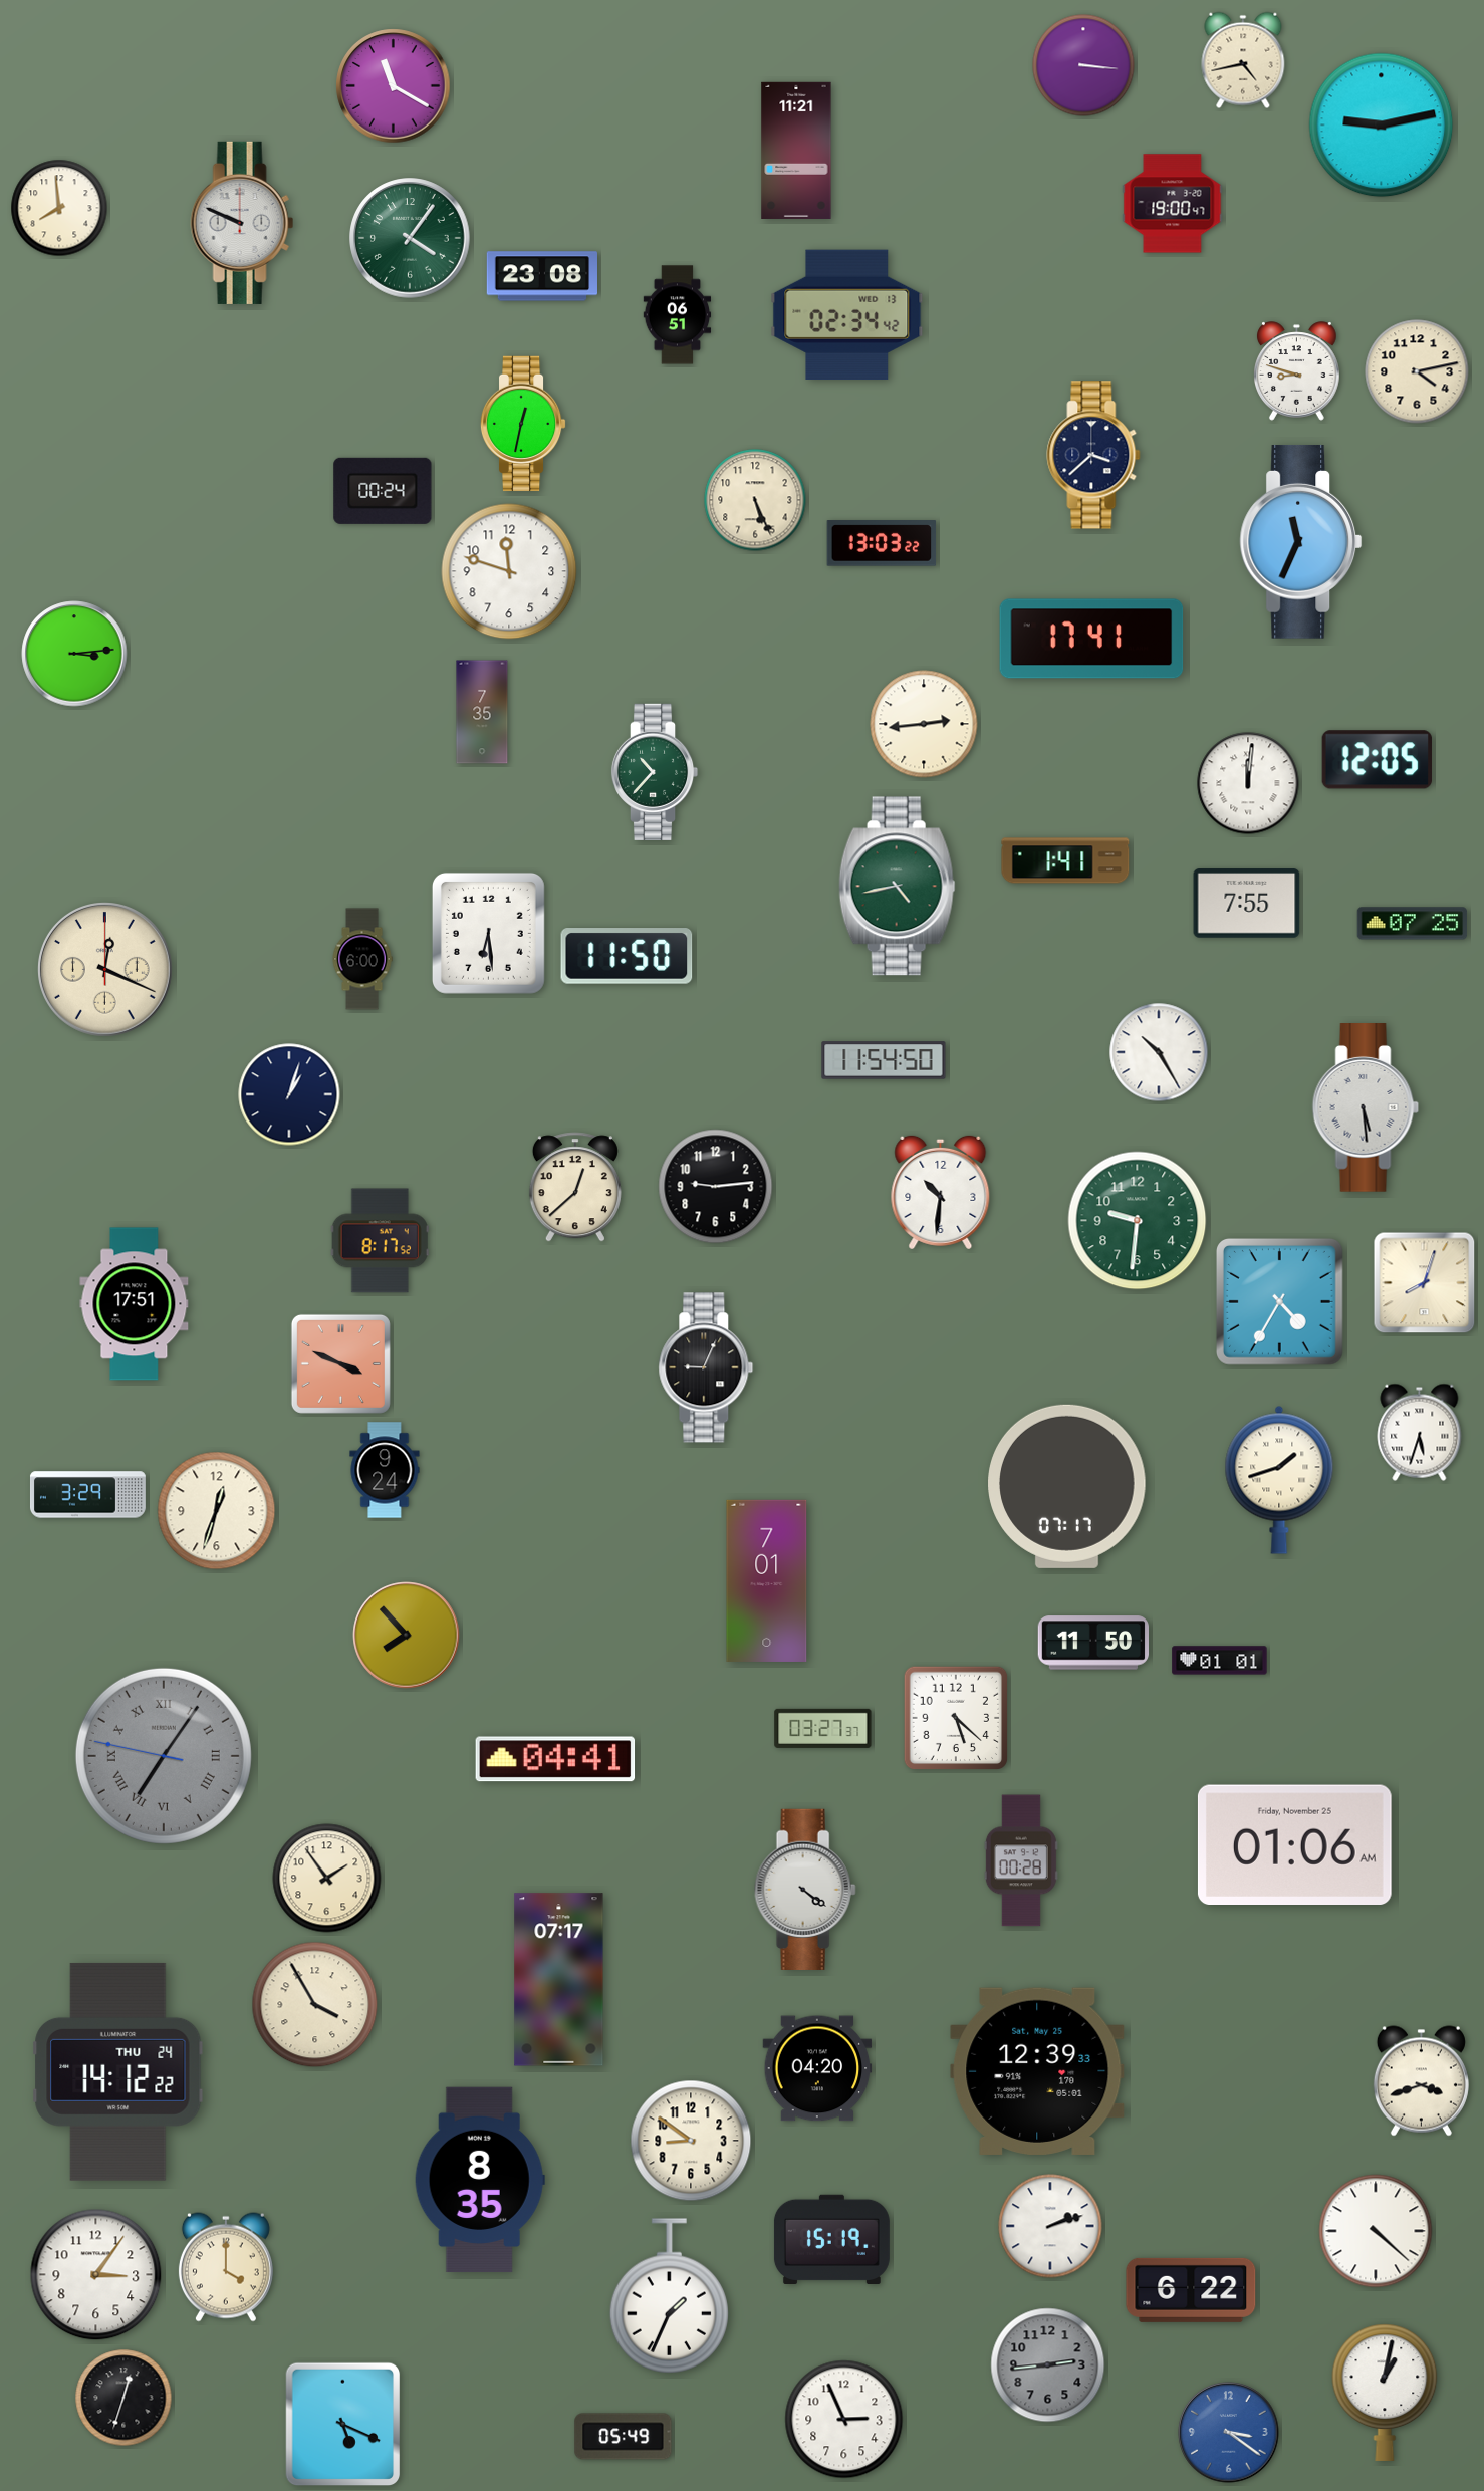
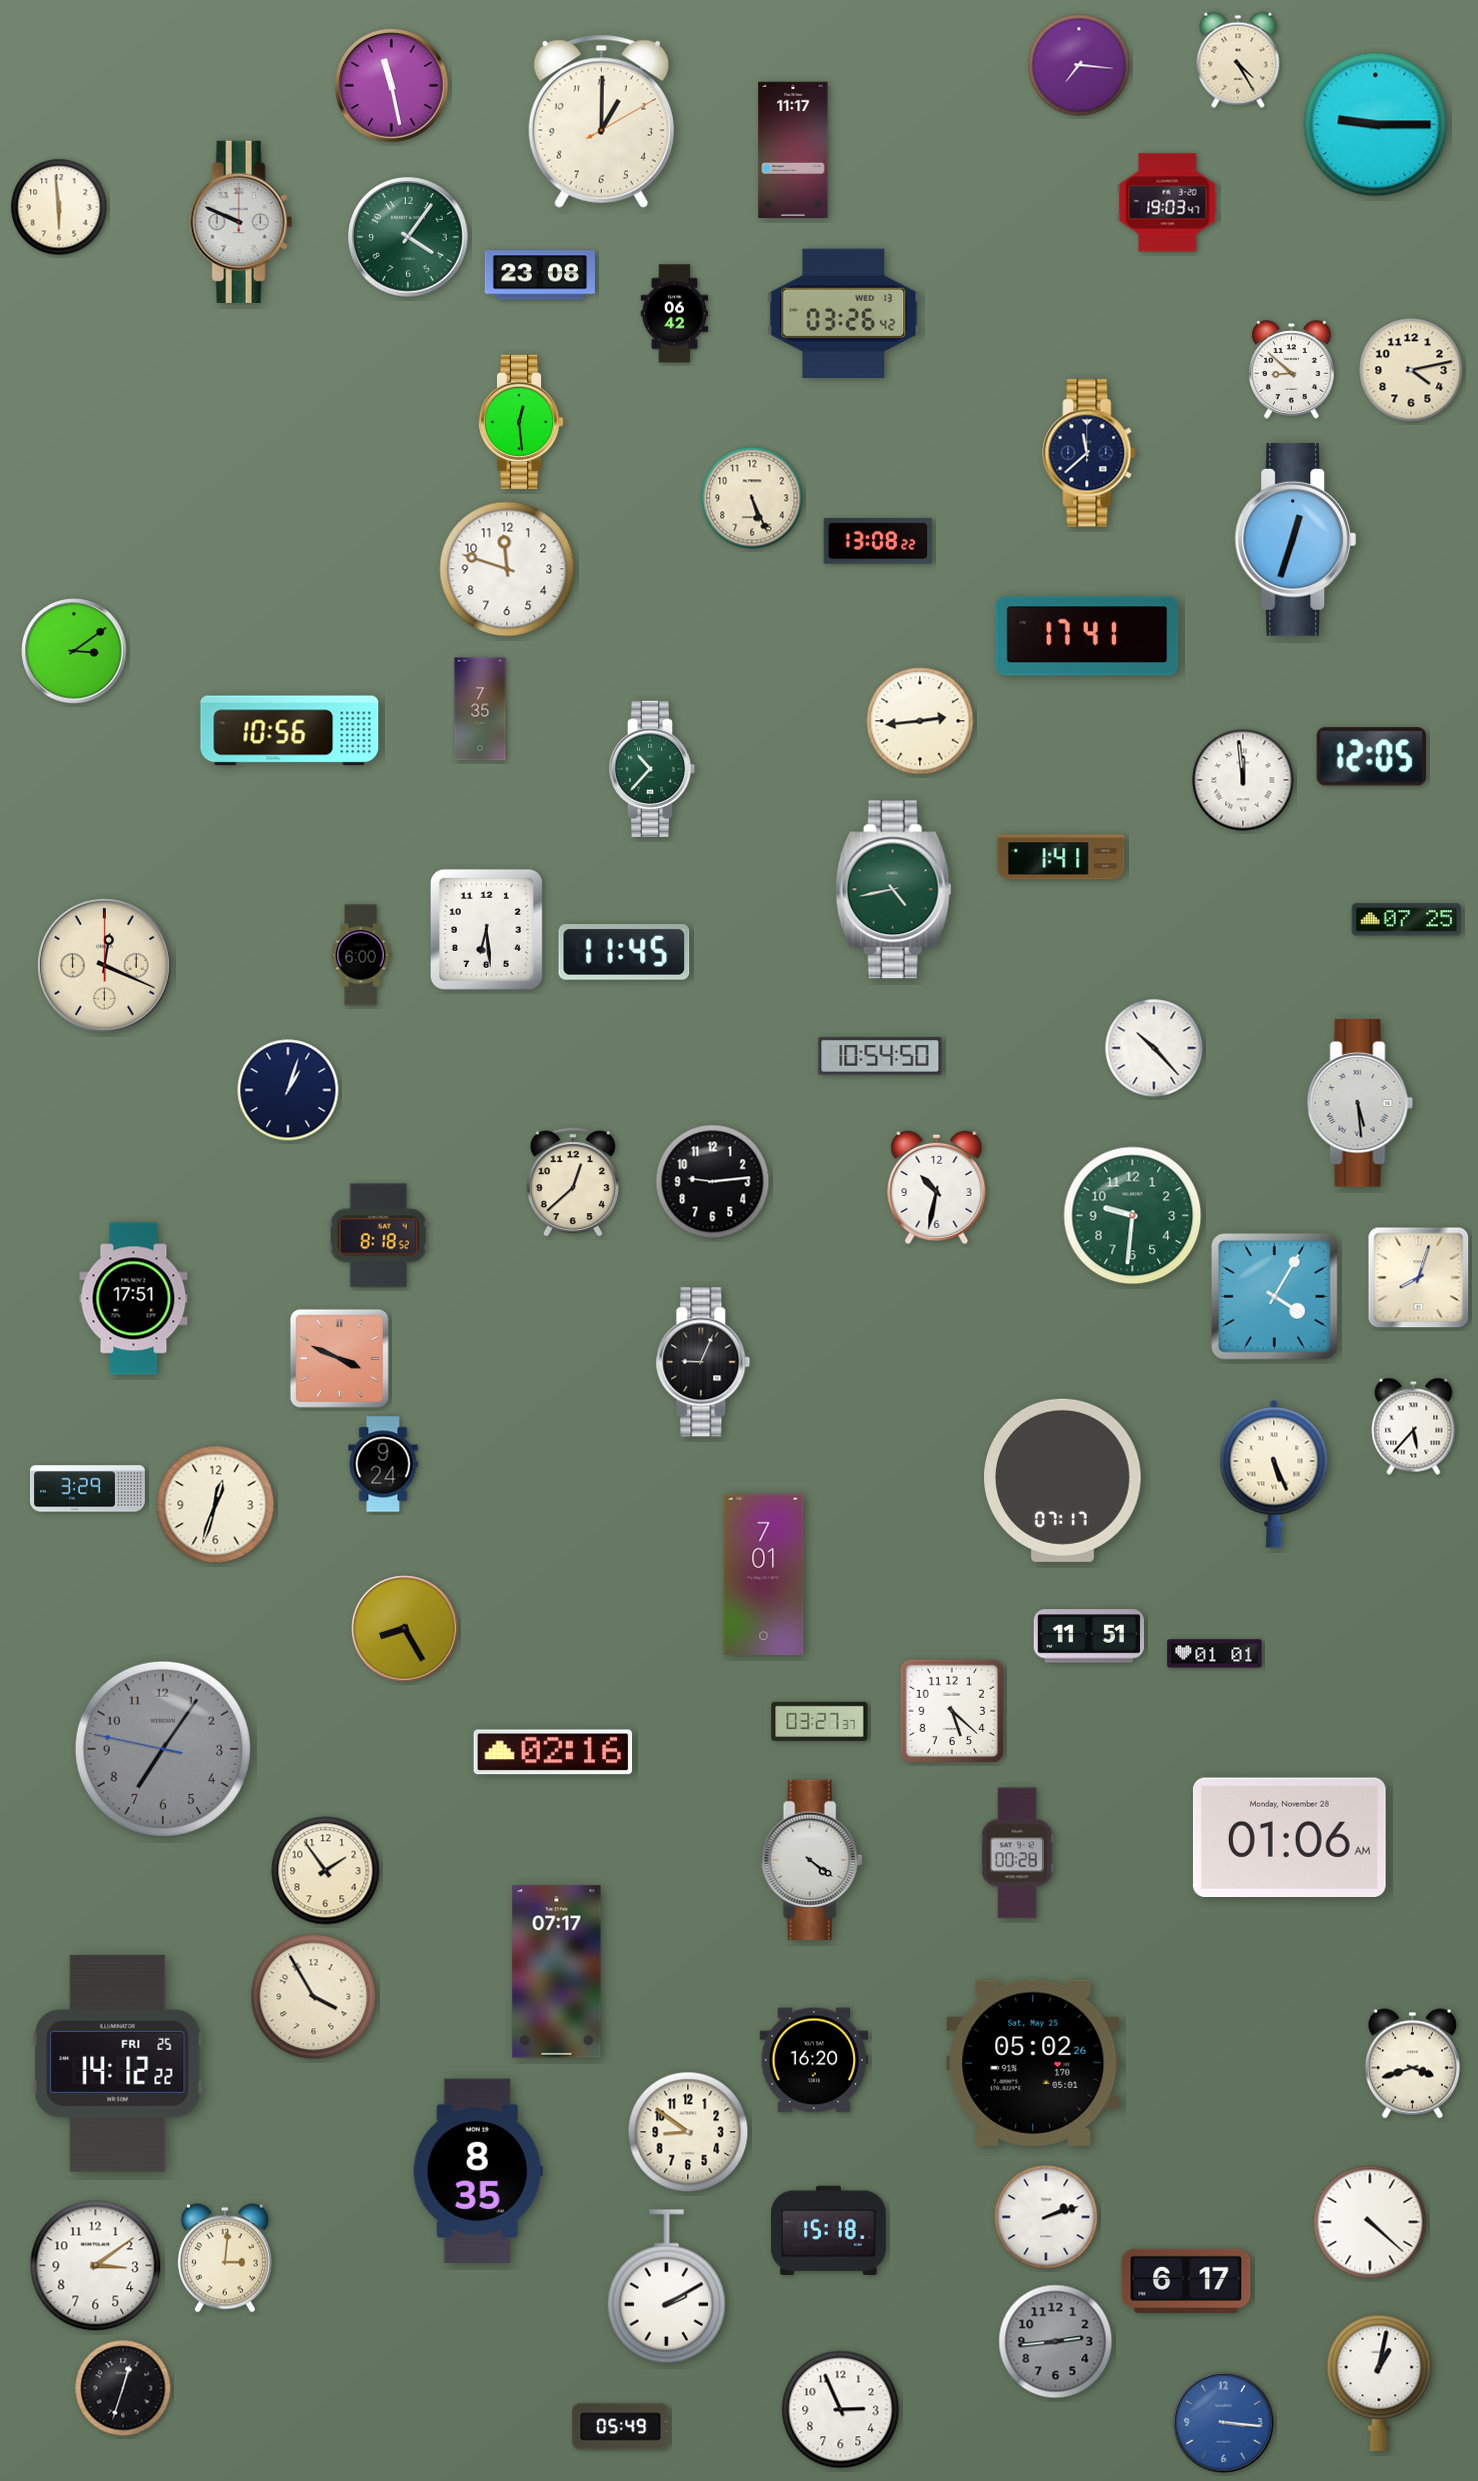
clock at (1243, 60): 4:43 -> 4:25
clock at (1083, 65): 3:16 -> 7:16
clock at (394, 86): 11:20 -> 11:28
clock at (601, 121): none -> 1:00
clock at (1382, 126): 9:13 -> 9:15
clock at (796, 151): 11:21 -> 11:17
clock at (1173, 204): 19:00 -> 19:03
clock at (59, 208): 7:59 -> 5:59
clock at (847, 314): 02:34 -> 03:26
clock at (678, 315): 06:51 -> 06:42
clock at (1297, 371): 8:48 -> 8:52
clock at (523, 424): 12:32 -> 12:29
clock at (1093, 455): 3:38 -> 11:38
clock at (383, 491): 00:24 -> none
clock at (1301, 541): 11:34 -> 12:33
clock at (882, 543): 13:03 -> 13:08
clock at (74, 654): 3:14 -> 3:09
clock at (290, 731): none -> 10:56
clock at (1248, 783): 12:01 -> 11:59
clock at (897, 887) position: (897, 887) -> (893, 890)
clock at (1247, 904): 7:55 -> none
clock at (627, 956): 11:50 -> 11:45
clock at (1159, 1052): 10:25 -> 10:23
clock at (884, 1060): 11:54 -> 10:54
clock at (941, 1192): 10:31 -> 10:32
clock at (380, 1241): 8:17 -> 8:18
clock at (1279, 1301): 4:35 -> 4:05
clock at (1420, 1432): 5:33 -> 5:37
clock at (1279, 1480): 1:42 -> 5:26
clock at (407, 1636): 7:53 -> 8:25
clock at (1092, 1643): 11:50 -> 11:51
clock at (164, 1756) numerals: Roman -> Arabic
clock at (555, 1759): 04:41 -> 02:16
clock at (1294, 1845) date: Friday, November 25 -> Monday, November 28
clock at (805, 1890) position: (805, 1890) -> (812, 1860)
clock at (817, 2068): 04:20 -> 16:20
clock at (118, 2071) date: THU 24 -> FRI 25
clock at (1037, 2071): 12:39 -> 05:02
clock at (1421, 2081) position: (1421, 2081) -> (1412, 2064)
clock at (831, 2239): 15:19 -> 15:18
clock at (226, 2267): 4:00 -> 3:01
clock at (96, 2275): 3:06 -> 3:09
clock at (1191, 2290): 6:22 -> 6:17
clock at (669, 2296): 1:34 -> 2:10
clock at (1048, 2365) position: (1048, 2365) -> (1056, 2342)
clock at (343, 2425): 5:19 -> none
clock at (1229, 2433): 3:21 -> 3:16
